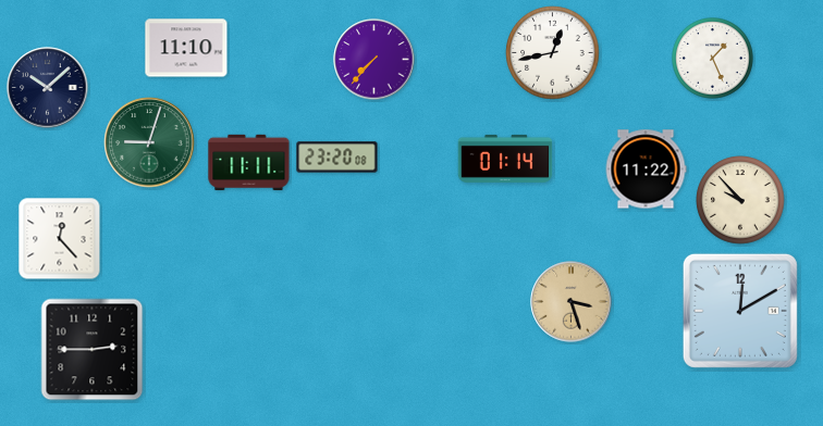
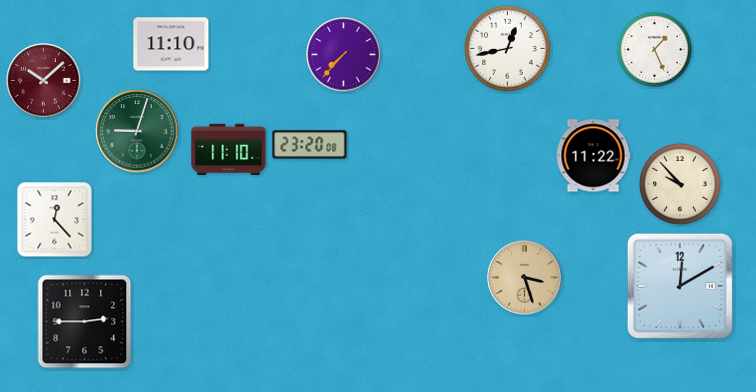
clock at (713, 59) position: (713, 59) -> (655, 50)
clock at (48, 88) dial: navy -> burgundy
clock at (505, 159): 01:14 -> none
clock at (249, 163): 11:11 -> 11:10
